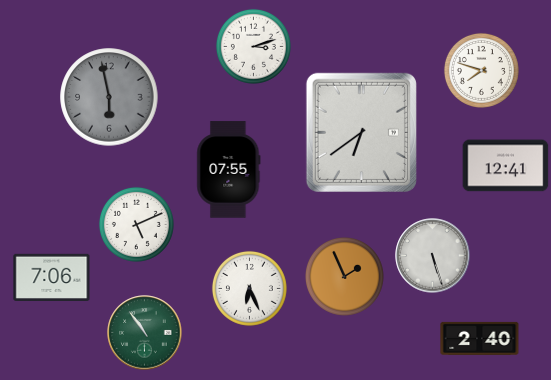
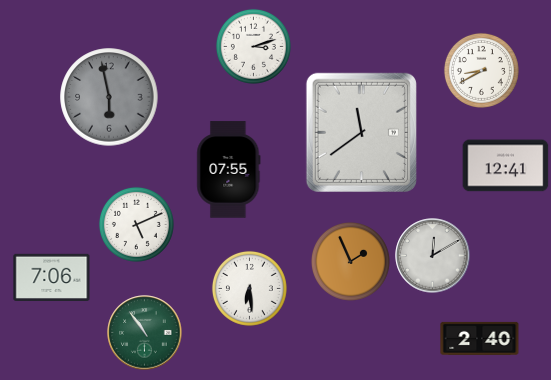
clock at (481, 70): 7:48 -> 8:40
clock at (361, 132): 6:39 -> 11:39
clock at (433, 256): 5:27 -> 12:10
clock at (344, 276) position: (344, 276) -> (350, 261)
clock at (249, 288): 6:26 -> 6:29
